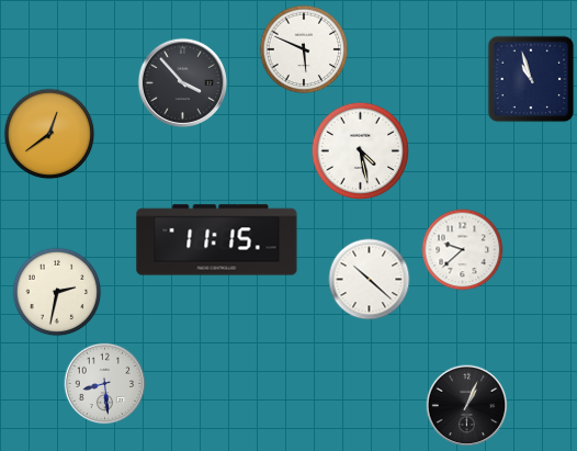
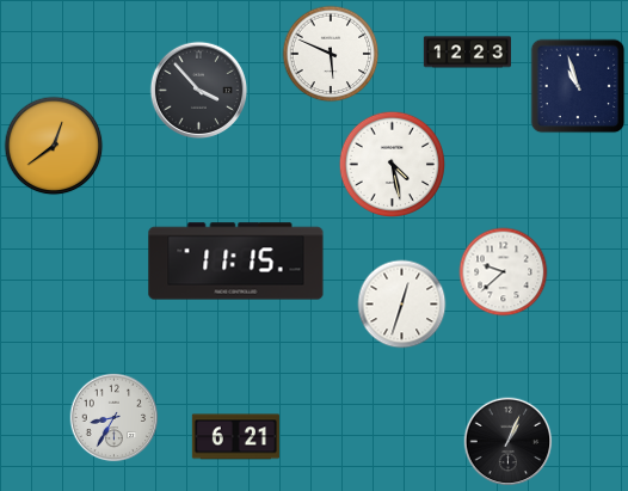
clock at (467, 53): none -> 12:23
clock at (370, 280): 10:22 -> 12:33
clock at (57, 292): 2:32 -> none
clock at (105, 384): 8:29 -> 8:35
clock at (235, 437): none -> 6:21
